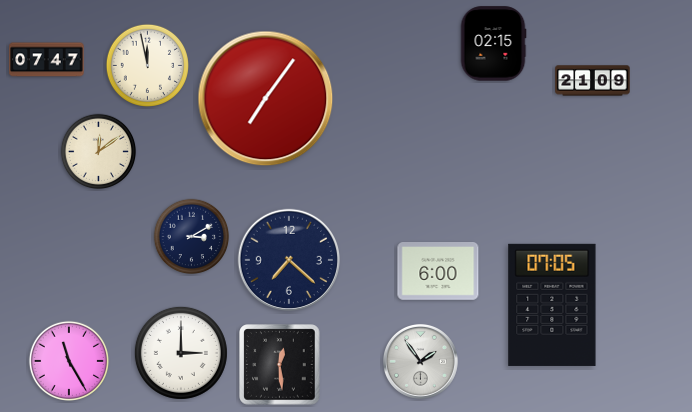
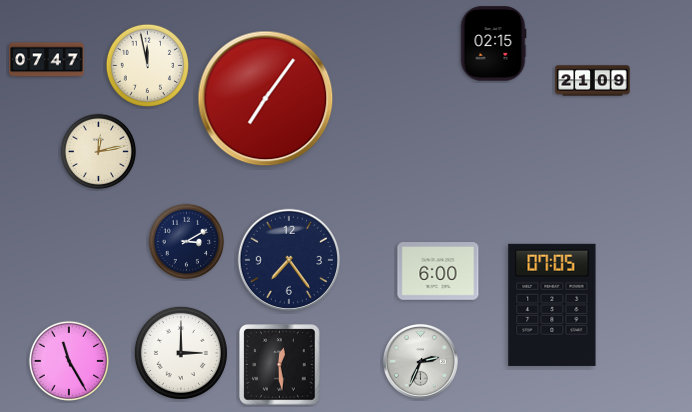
clock at (99, 152): 12:09 -> 12:13
clock at (192, 237) position: (192, 237) -> (187, 242)
clock at (288, 259): 7:22 -> 7:24
clock at (420, 361): 1:54 -> 2:34
